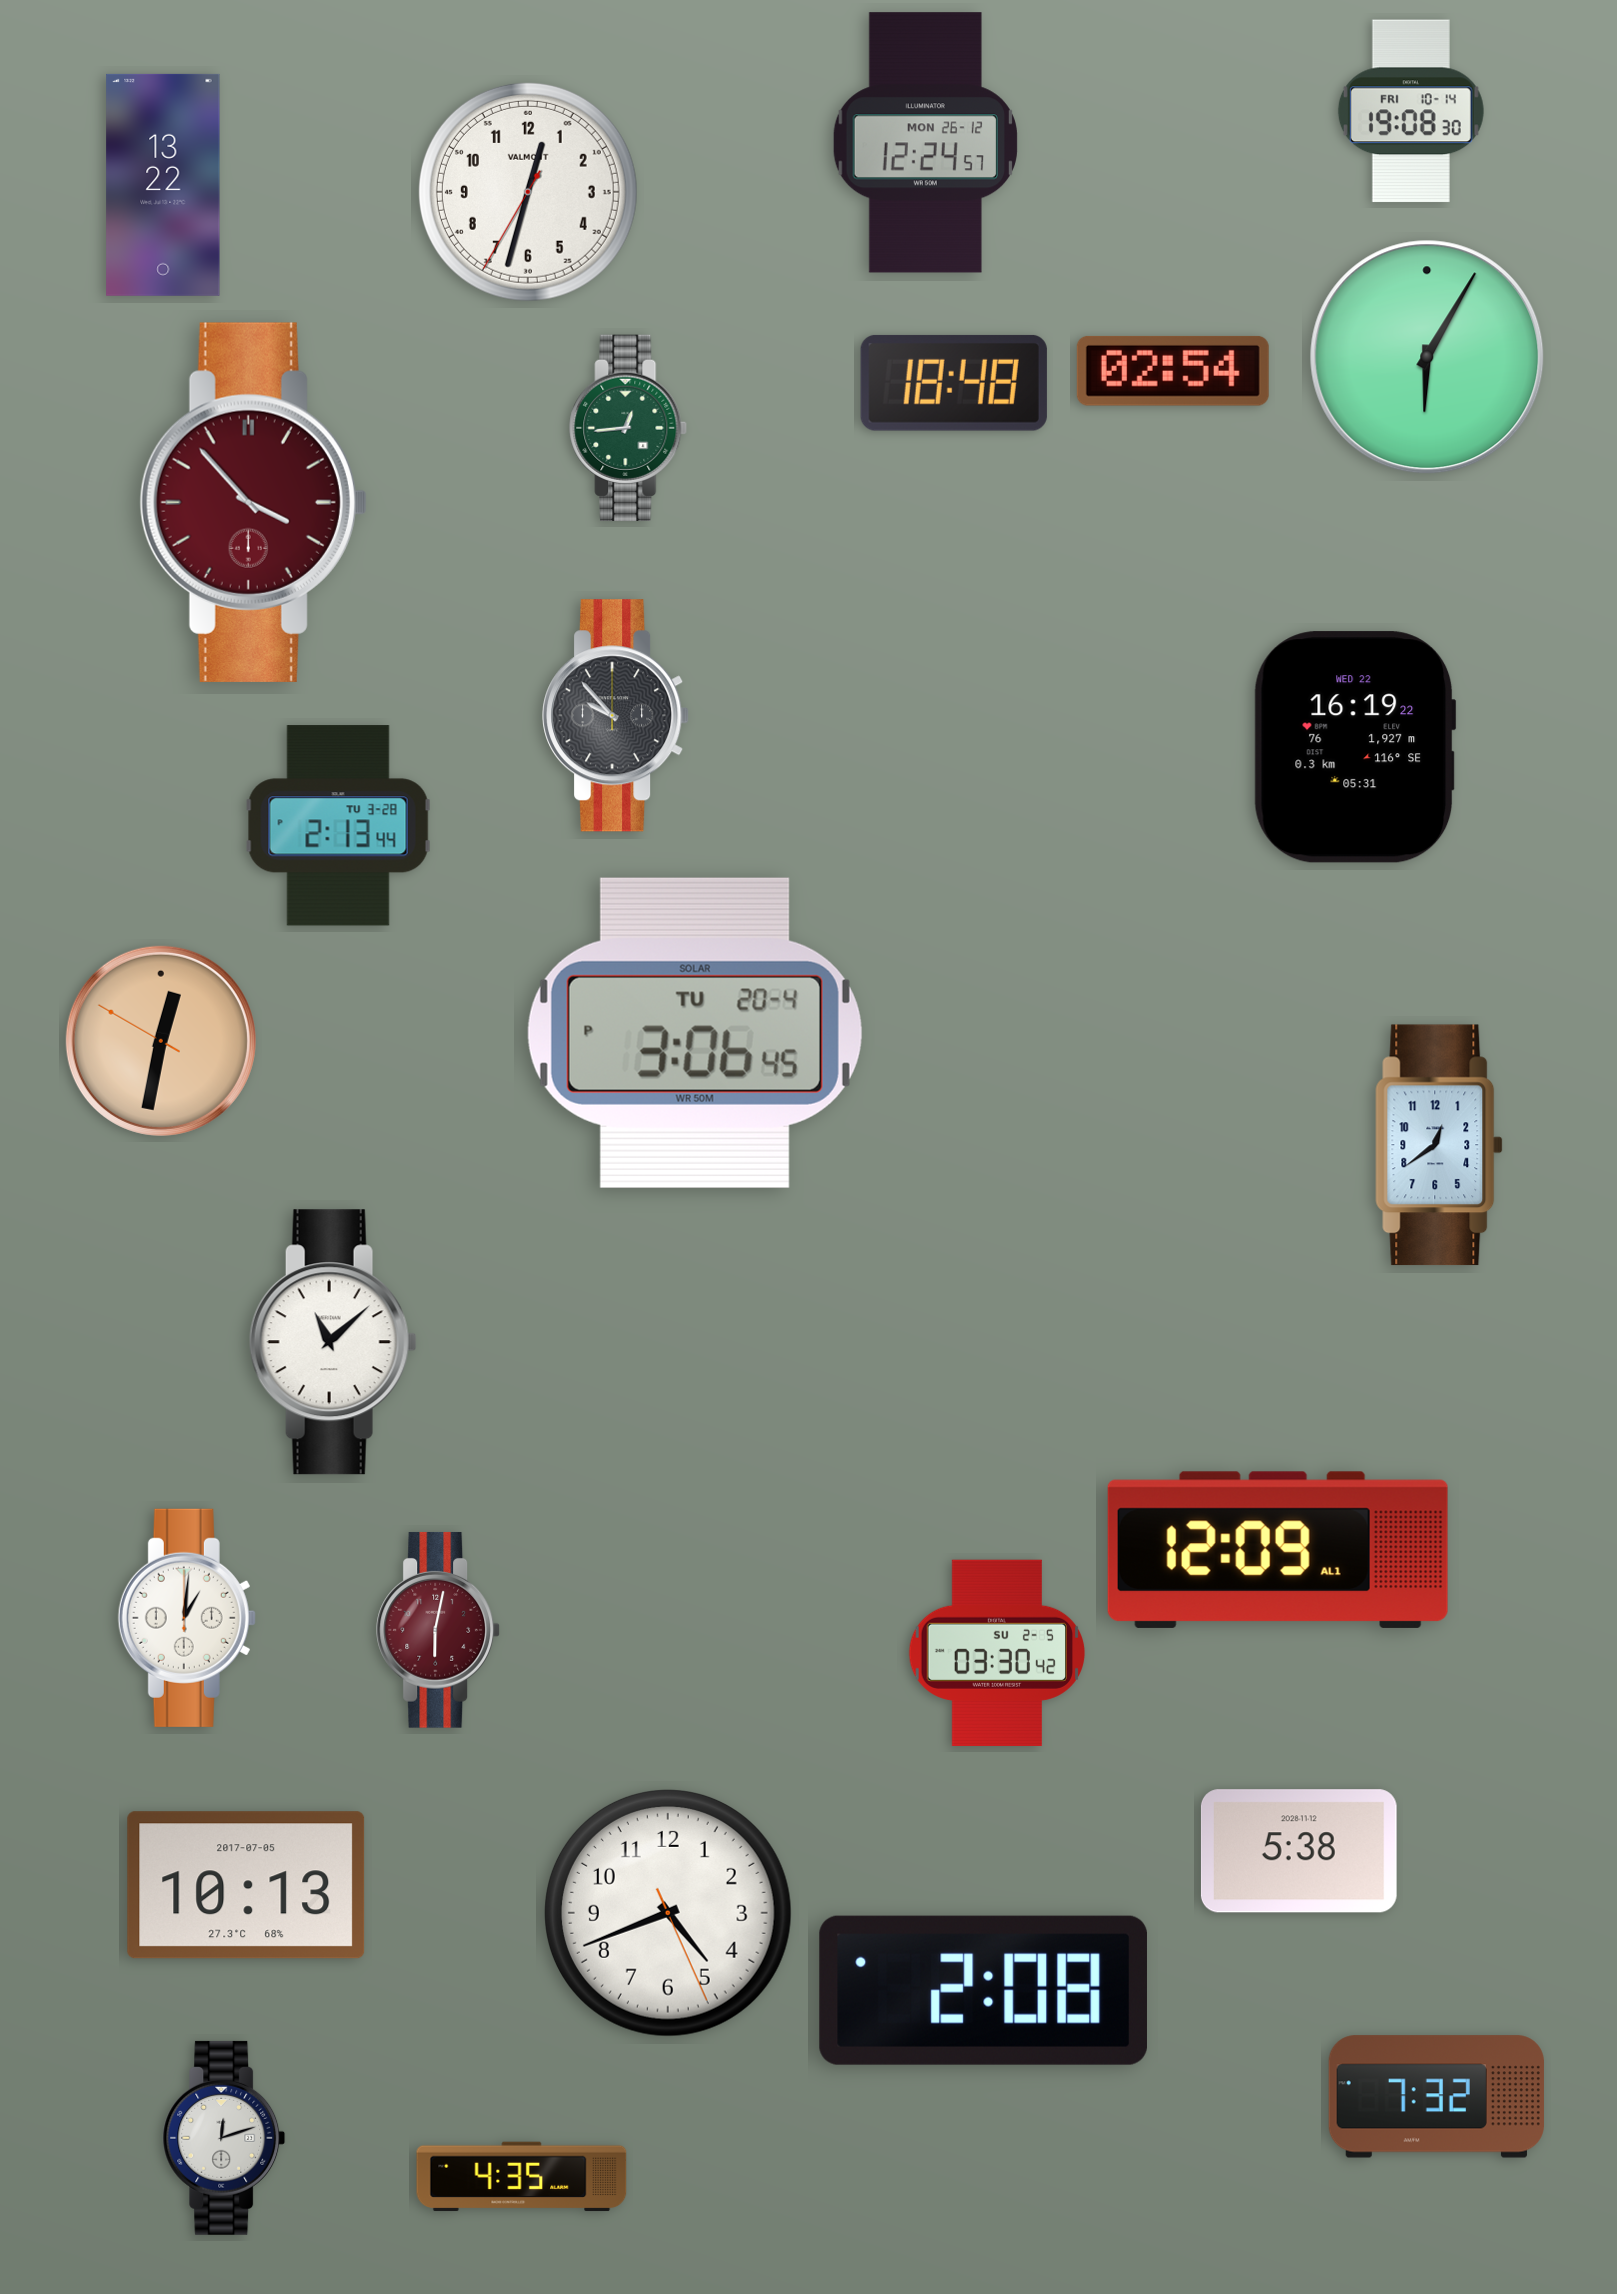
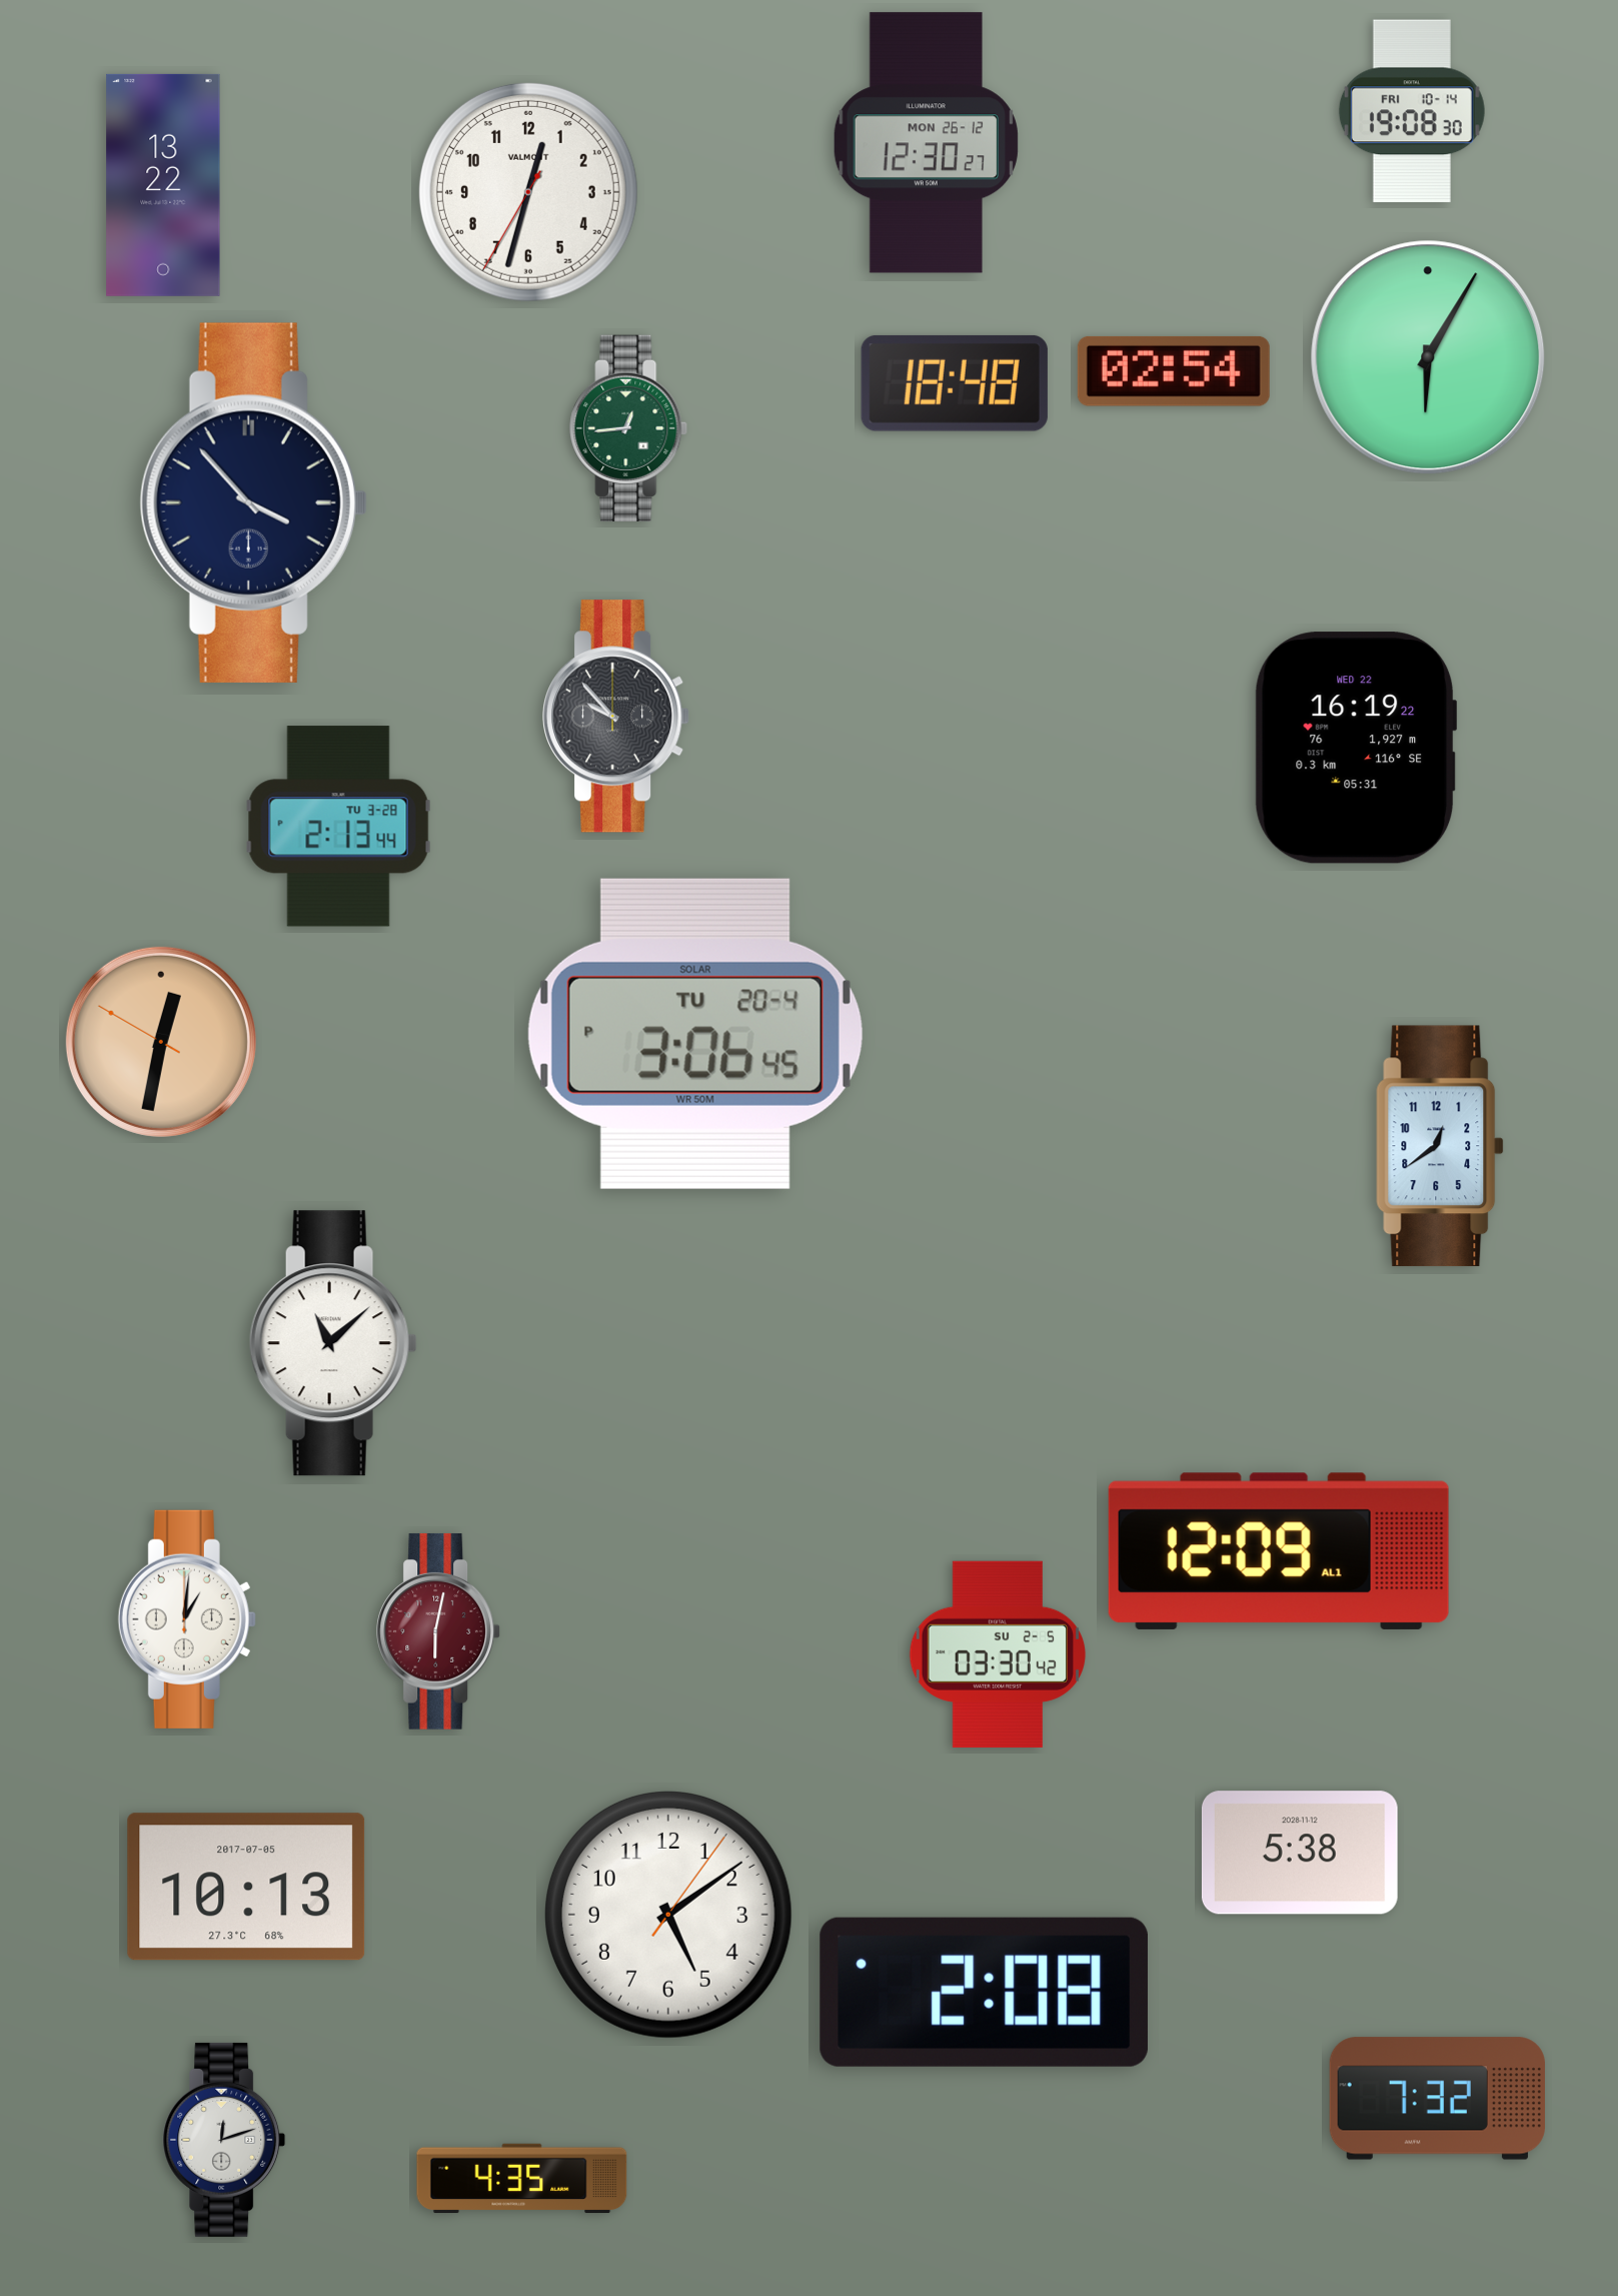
clock at (925, 143): 12:24 -> 12:30
clock at (253, 502) dial: burgundy -> navy
clock at (668, 1913): 4:41 -> 5:09
